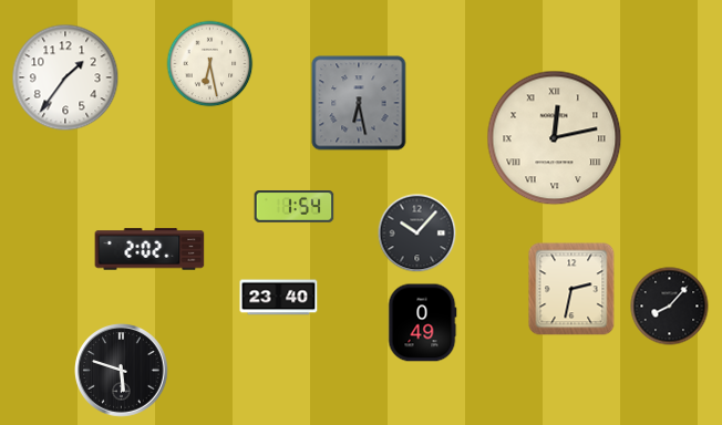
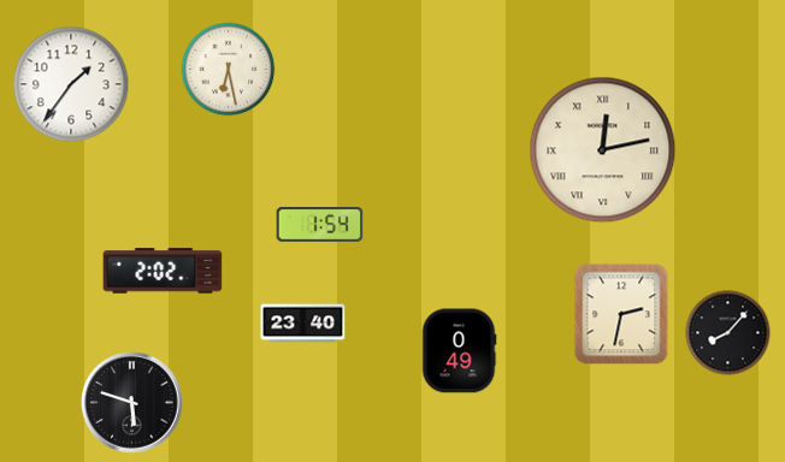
clock at (359, 103): 6:28 -> none
clock at (417, 234): 10:07 -> none
